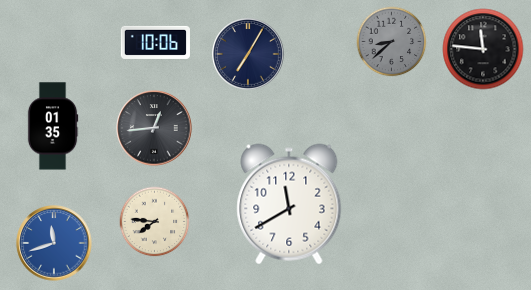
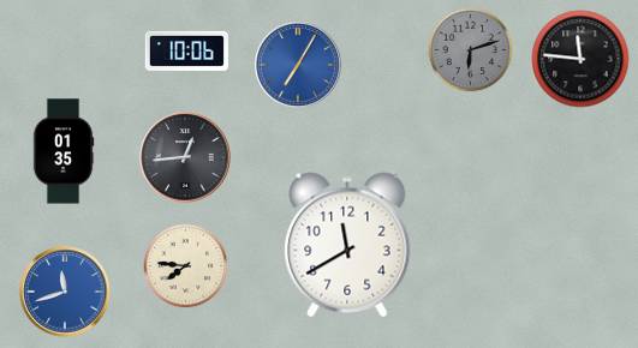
clock at (392, 42): 8:38 -> 6:12
clock at (248, 54) dial: navy -> blue
clock at (154, 128) position: (154, 128) -> (185, 157)
